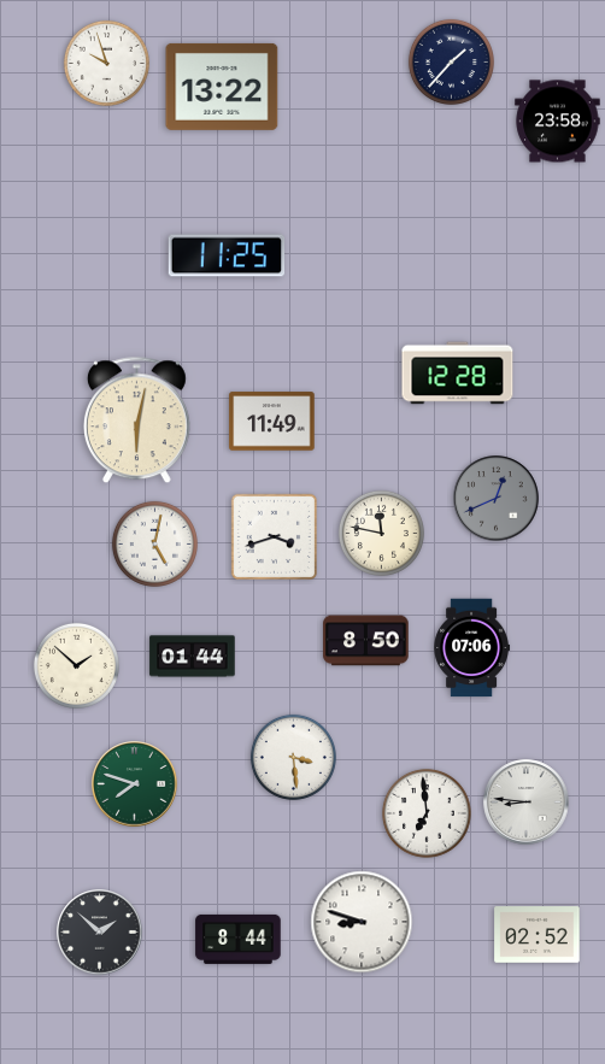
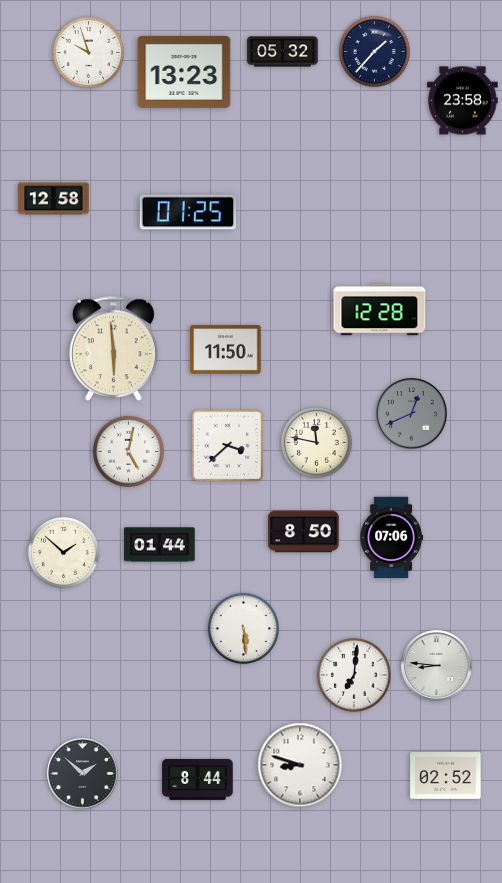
clock at (283, 52): none -> 05:32
clock at (222, 87): 13:22 -> 13:23
clock at (54, 199): none -> 12:58
clock at (227, 255): 11:25 -> 01:25
clock at (136, 421): 6:02 -> 5:59
clock at (272, 422): 11:49 -> 11:50
clock at (274, 536): 3:42 -> 3:38
clock at (293, 757): 3:29 -> 5:29
clock at (135, 784): 7:48 -> none
clock at (427, 813): 6:59 -> 7:01
